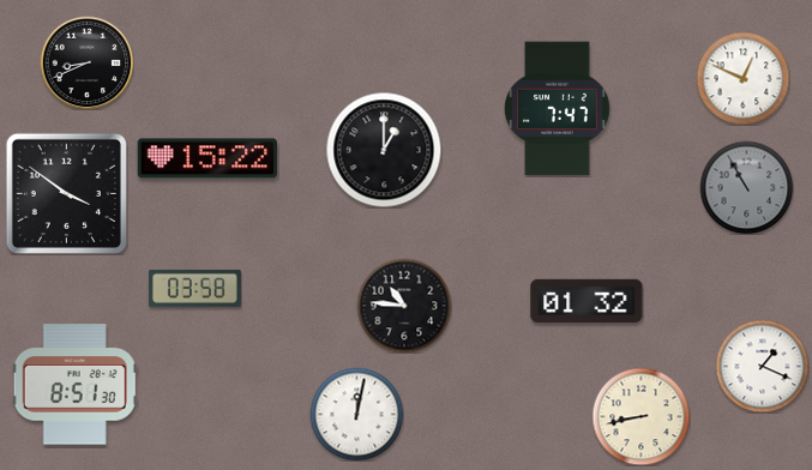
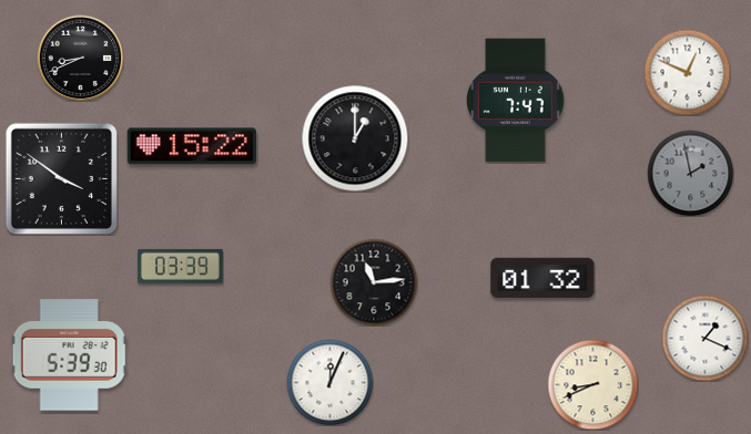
clock at (746, 187): 10:55 -> 1:58
clock at (194, 288): 03:58 -> 03:39
clock at (404, 306): 10:46 -> 11:14
clock at (74, 385): 8:51 -> 5:39
clock at (356, 414): 12:02 -> 12:04
clock at (640, 416): 8:43 -> 8:41
